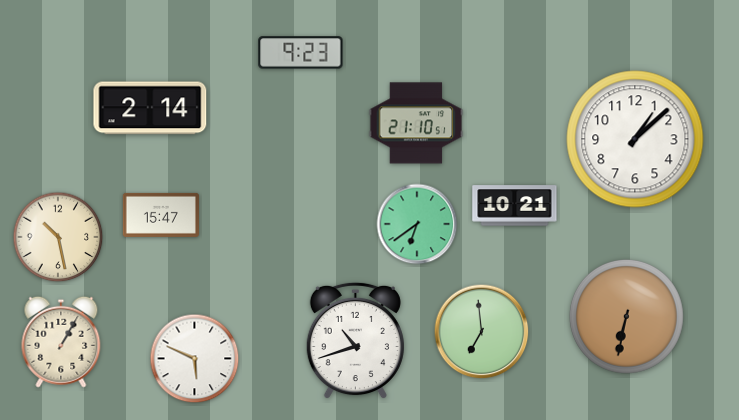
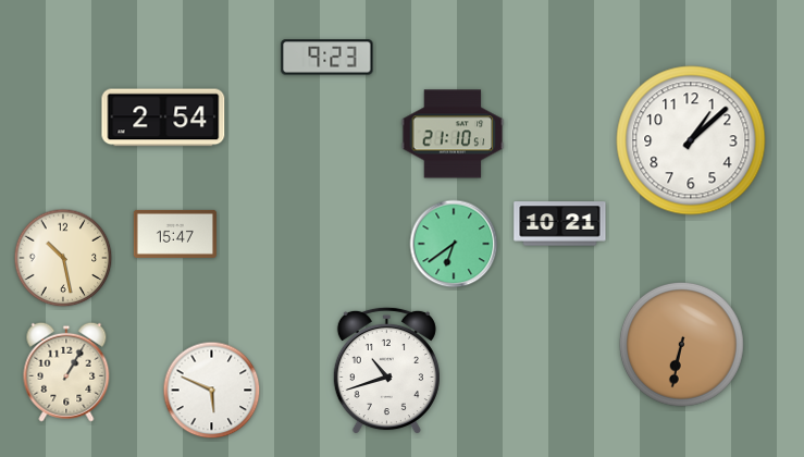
clock at (150, 108): 2:14 -> 2:54
clock at (635, 139) position: (635, 139) -> (691, 140)
clock at (482, 332): 6:59 -> none
